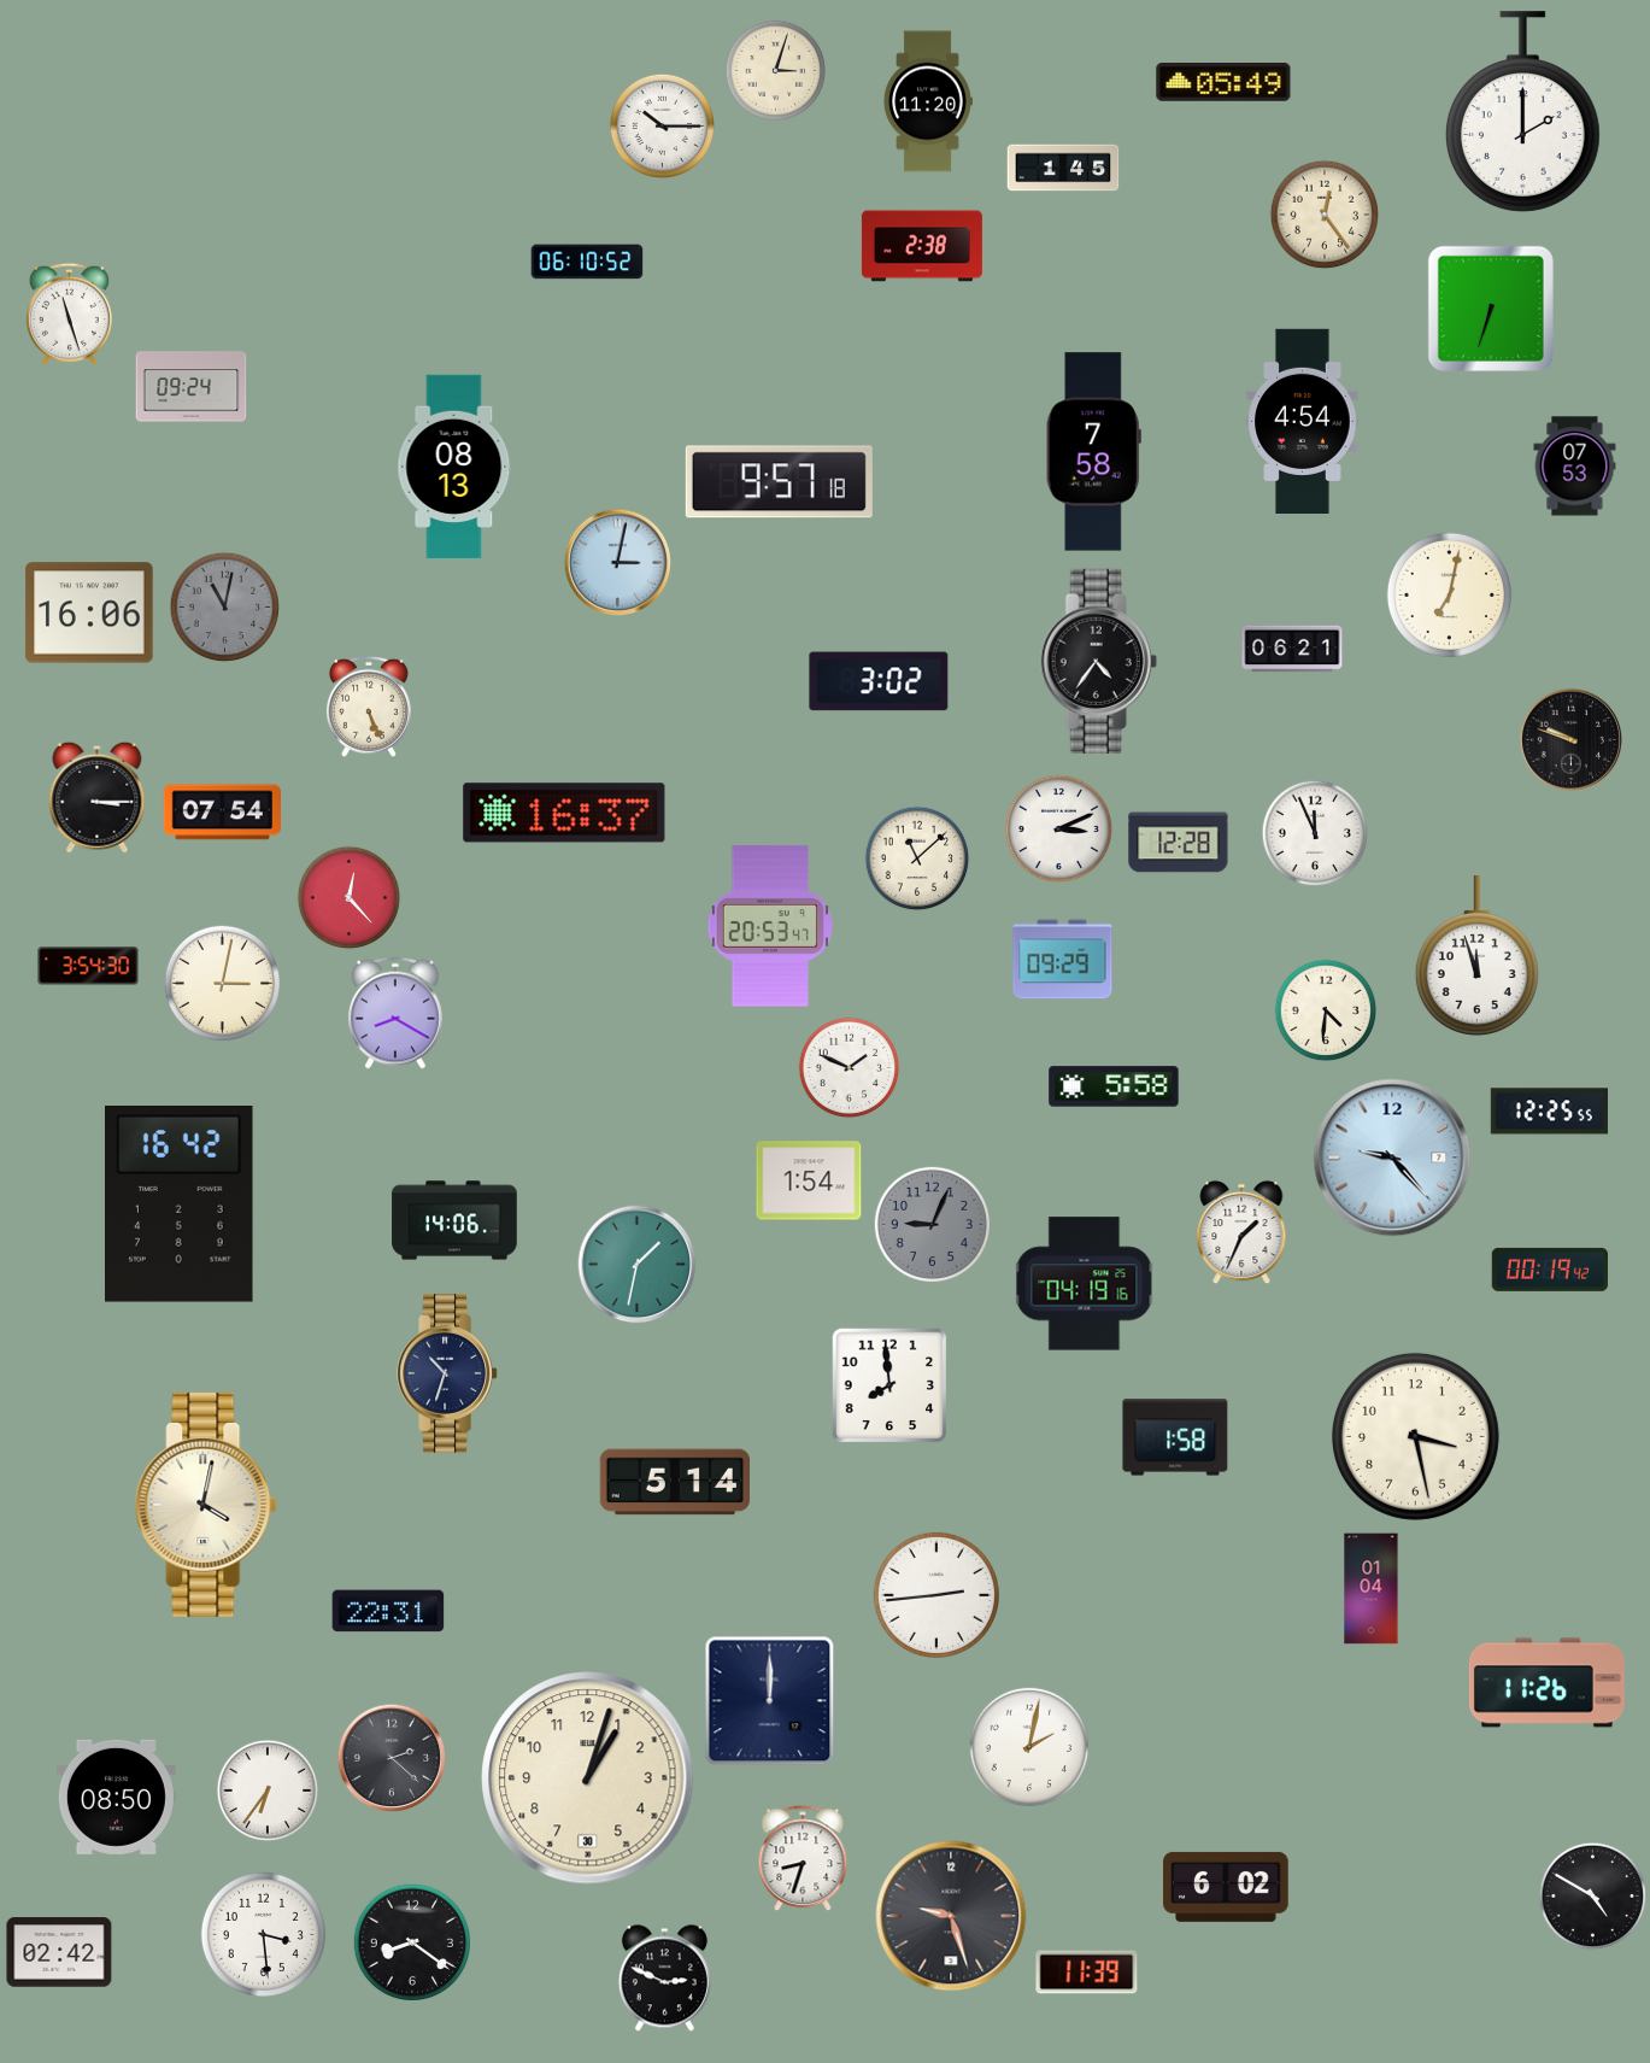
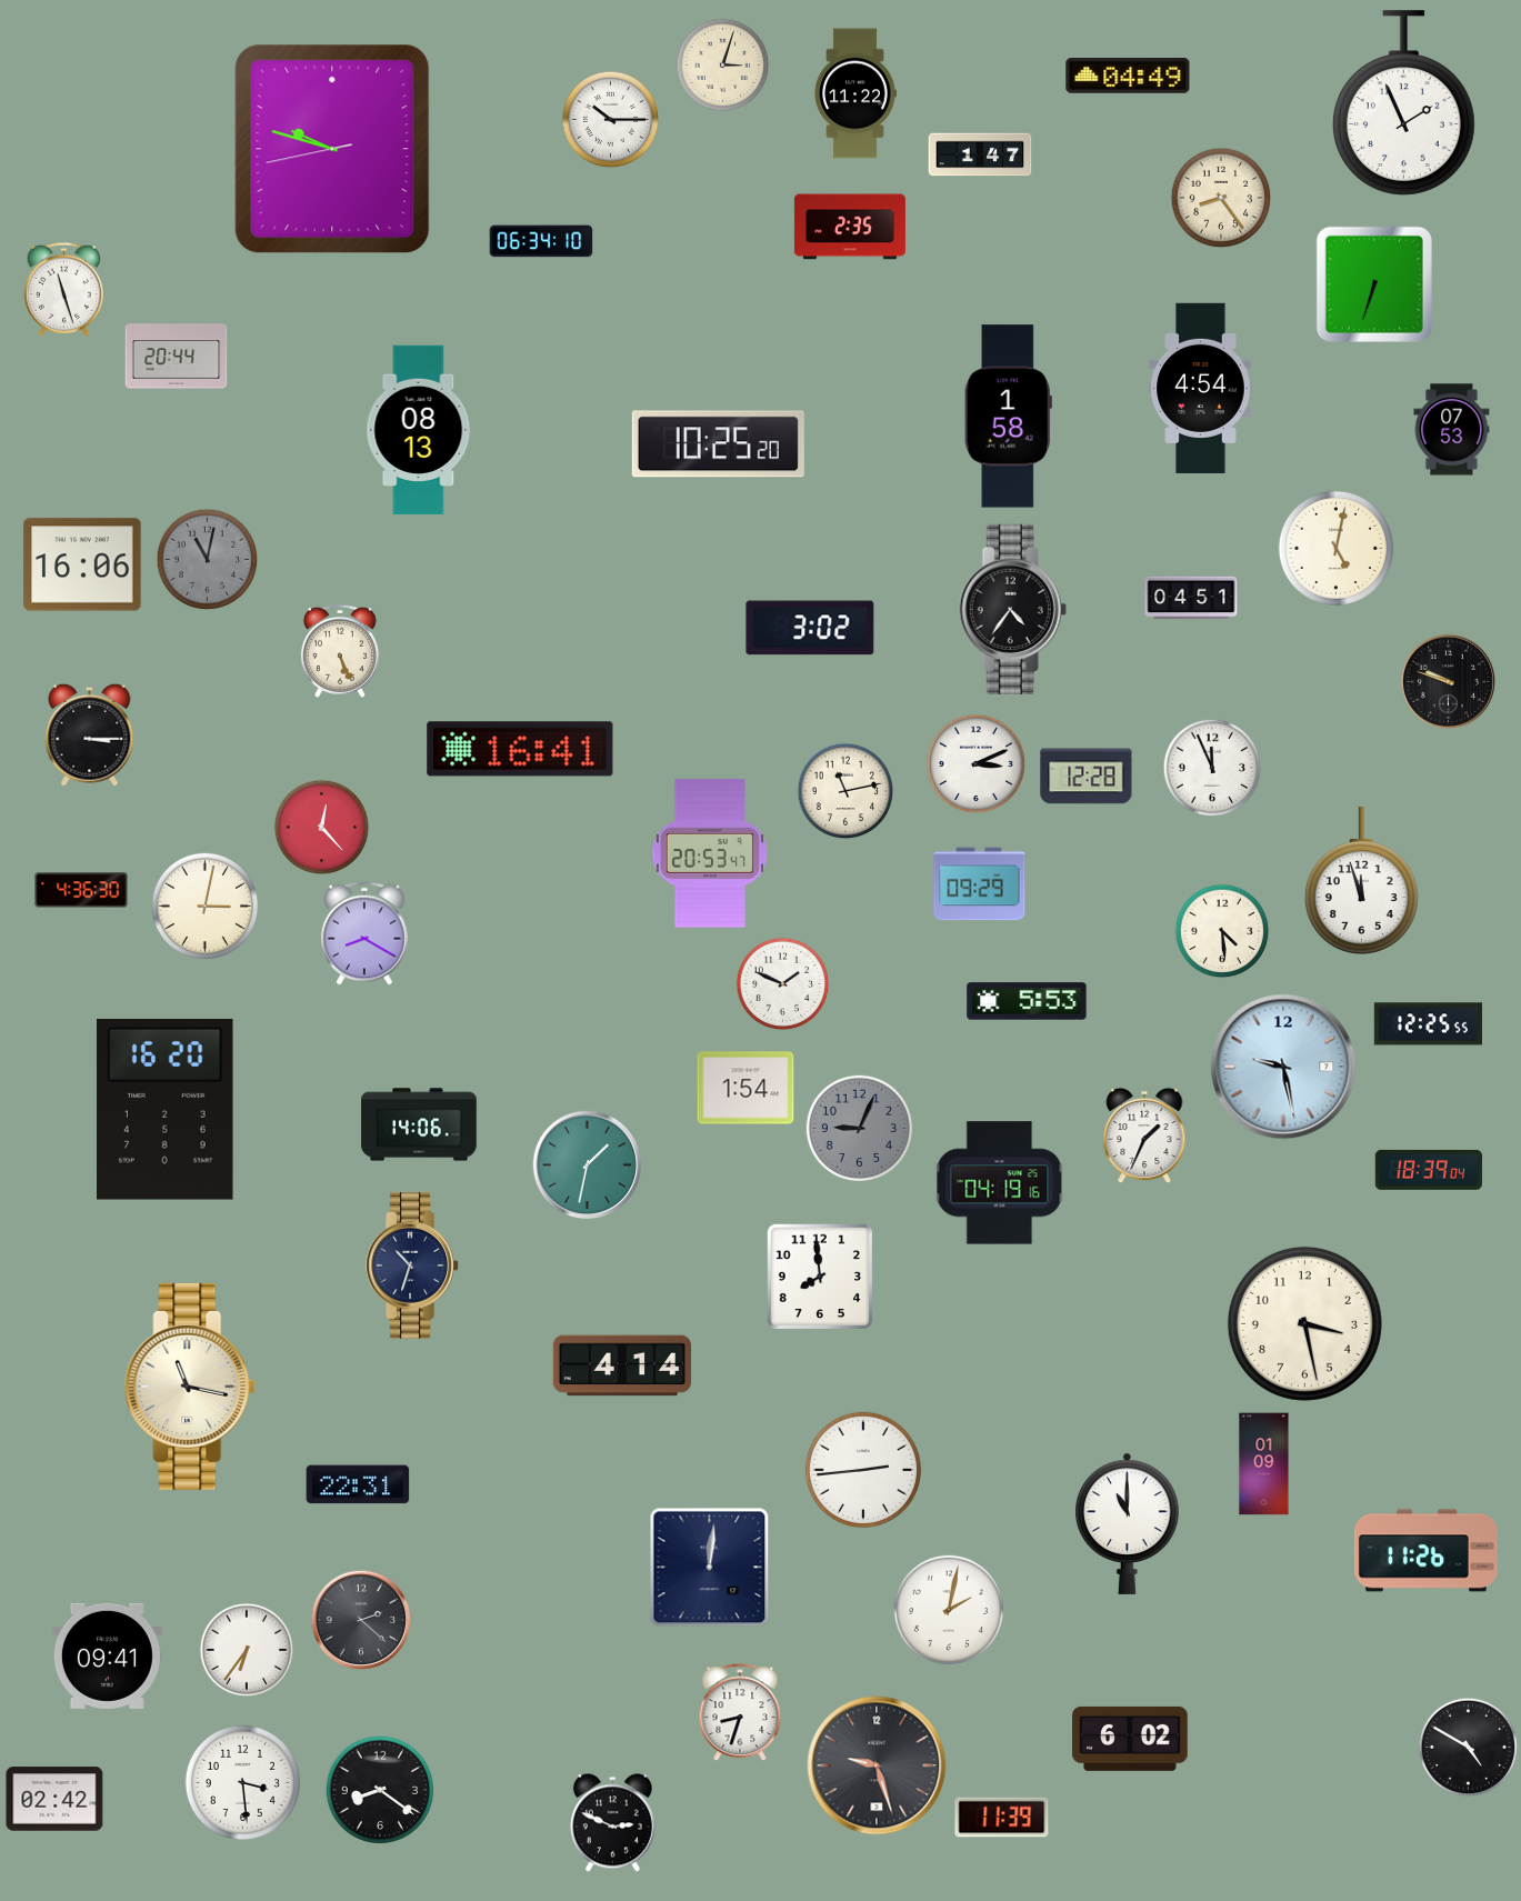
clock at (776, 71) position: (776, 71) -> (723, 66)
clock at (1223, 83): 05:49 -> 04:49
clock at (928, 101): 11:20 -> 11:22
clock at (1522, 112): 2:00 -> 1:56
clock at (663, 127) position: (663, 127) -> (611, 120)
clock at (332, 149): none -> 9:47
clock at (1063, 168): 1:45 -> 1:47
clock at (1325, 215): 12:24 -> 8:24
clock at (922, 246): 2:38 -> 2:35
clock at (587, 262): 06:10 -> 06:34
clock at (192, 387): 09:24 -> 20:44
clock at (1093, 452): 7:58 -> 1:58
clock at (779, 482): 9:57 -> 10:25
clock at (618, 563): 3:02 -> none
clock at (1449, 594): 7:02 -> 5:02
clock at (1292, 649): 06:21 -> 04:51
clock at (222, 813): 07:54 -> none
clock at (564, 813): 16:37 -> 16:41
clock at (917, 858): 11:08 -> 11:13
clock at (88, 966): 3:54 -> 4:36
clock at (1326, 1010): 4:31 -> 4:29
clock at (1114, 1086): 5:58 -> 5:53
clock at (1392, 1157): 9:23 -> 9:28
clock at (180, 1205): 16:42 -> 16:20
clock at (1550, 1270): 00:19 -> 18:39
clock at (1175, 1437): 1:58 -> none
clock at (674, 1482): 5:14 -> 4:14
clock at (207, 1505): 4:02 -> 11:17
clock at (1372, 1589): 01:04 -> 01:09
clock at (1128, 1523): none -> 11:00
clock at (770, 1701): 12:00 -> 12:01
clock at (588, 1778): 1:03 -> none
clock at (116, 1797): 08:50 -> 09:41
